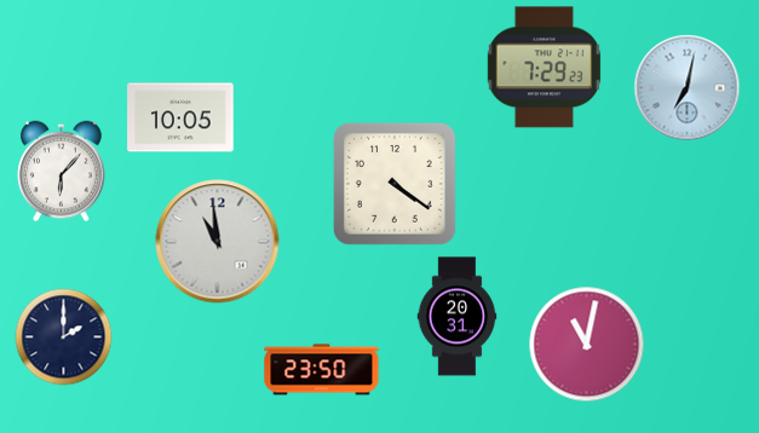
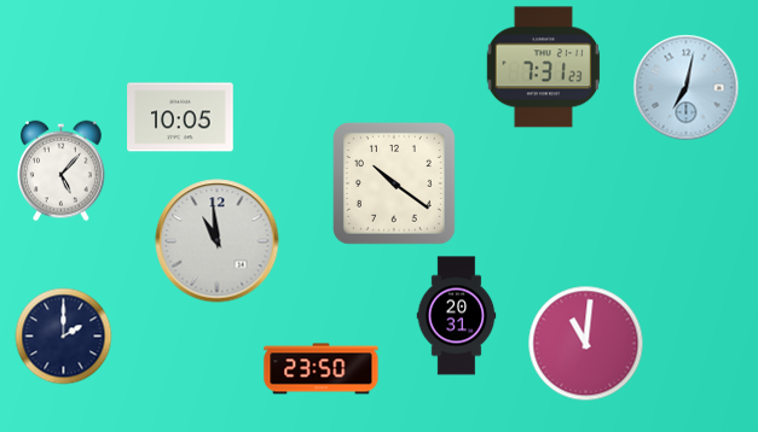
clock at (544, 68): 7:29 -> 7:31
clock at (62, 172): 6:07 -> 5:07
clock at (395, 184): 4:21 -> 10:21
clock at (587, 345): 11:02 -> 11:01
